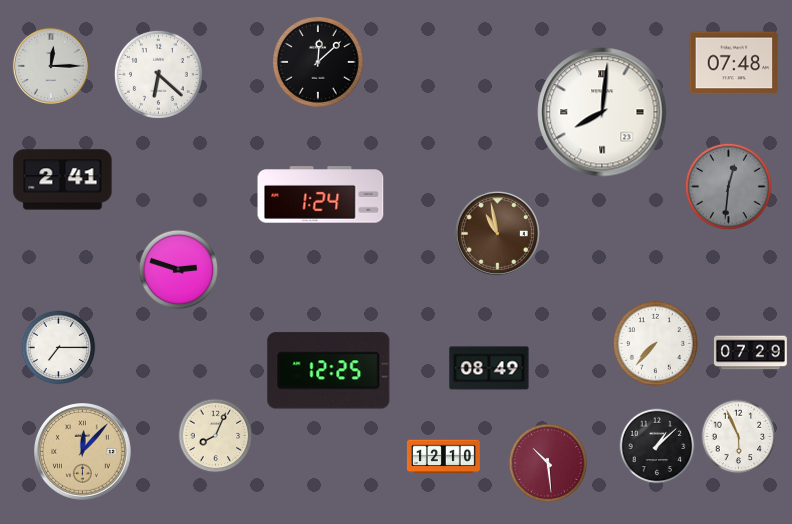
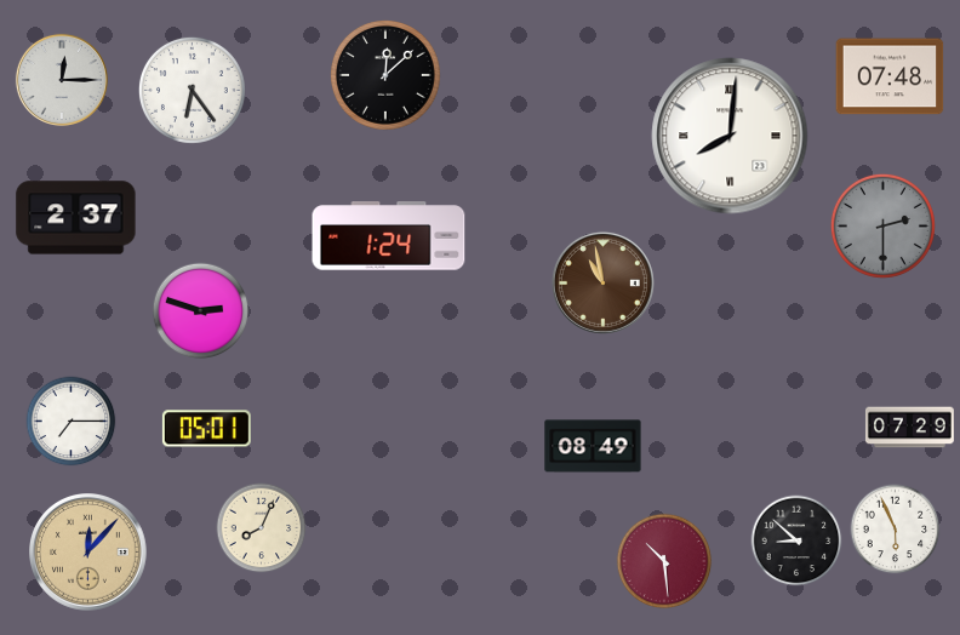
clock at (158, 74): 6:22 -> 6:24
clock at (63, 180): 2:41 -> 2:37
clock at (728, 186): 12:31 -> 2:30
clock at (179, 270) position: (179, 270) -> (201, 311)
clock at (655, 343): 7:37 -> none
clock at (206, 429): none -> 05:01
clock at (329, 371): 12:25 -> none
clock at (657, 446): 1:08 -> 8:52
clock at (83, 452) position: (83, 452) -> (88, 553)
clock at (443, 457): 12:10 -> none
